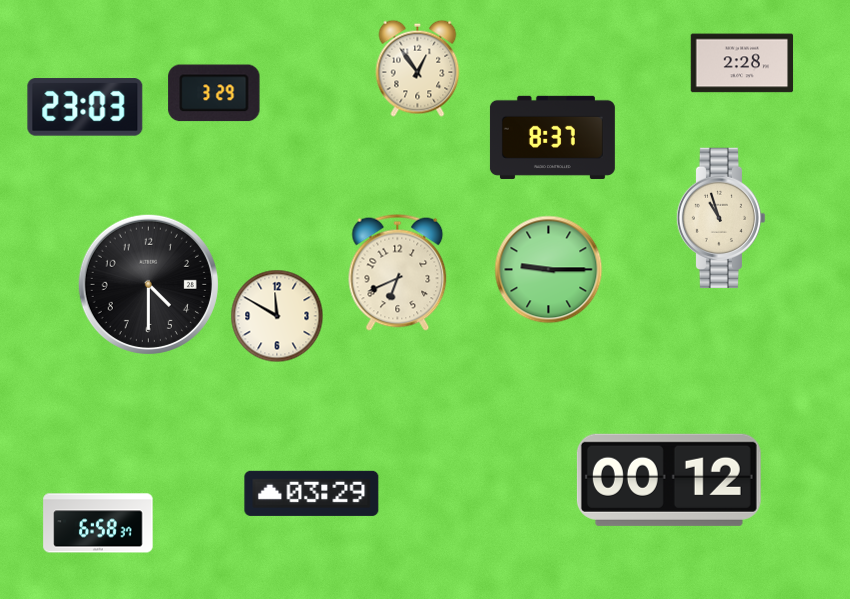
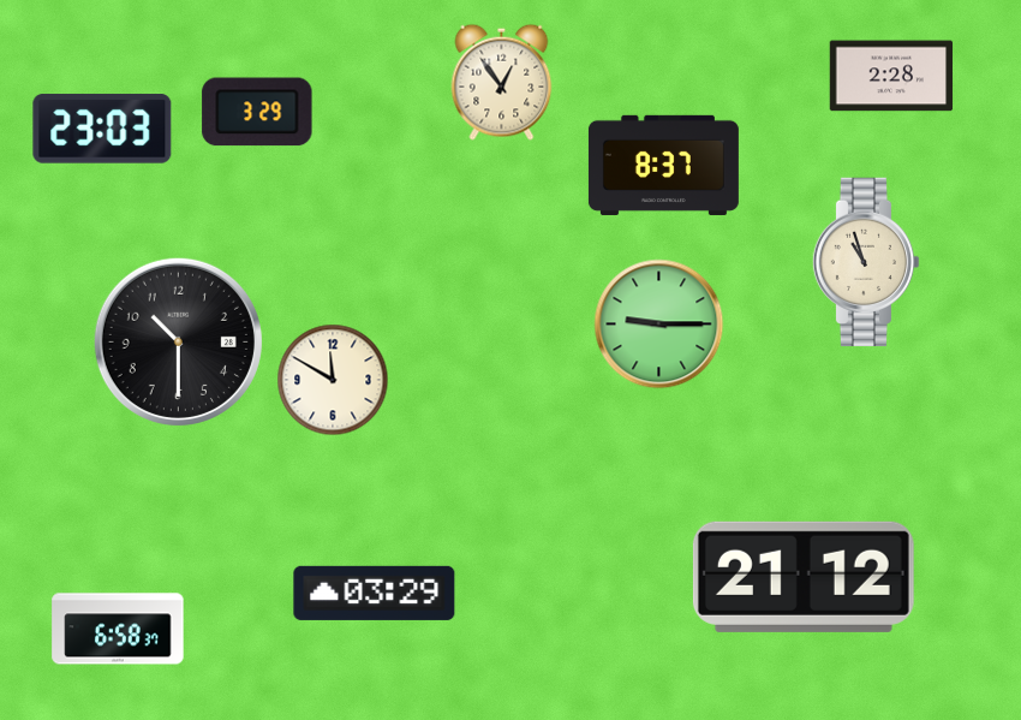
clock at (398, 272): 6:41 -> none
clock at (148, 284): 4:30 -> 10:30
clock at (669, 480): 00:12 -> 21:12
